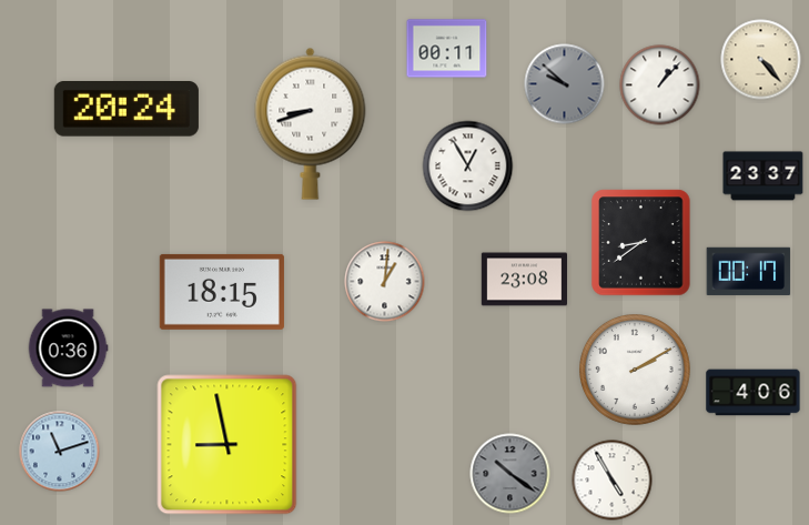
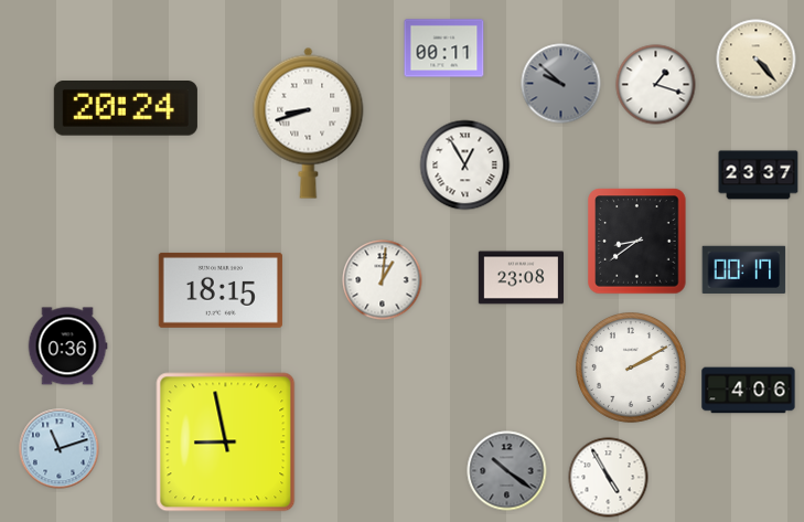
clock at (660, 85): 1:07 -> 1:18
